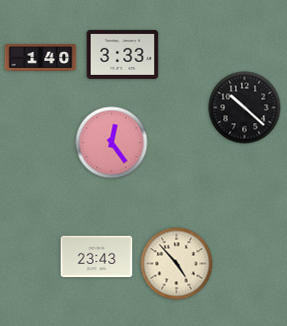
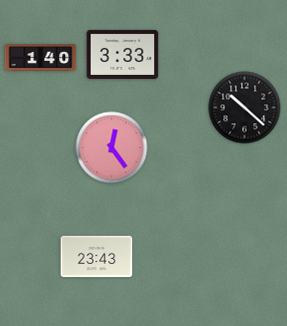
clock at (112, 143) position: (112, 143) -> (112, 148)
clock at (177, 264): 4:53 -> none
